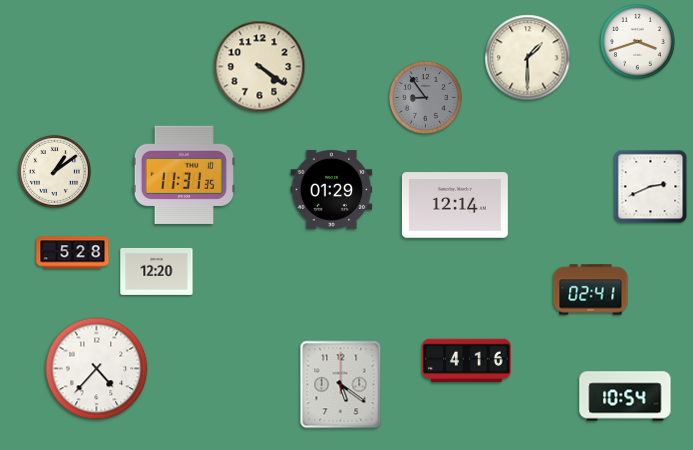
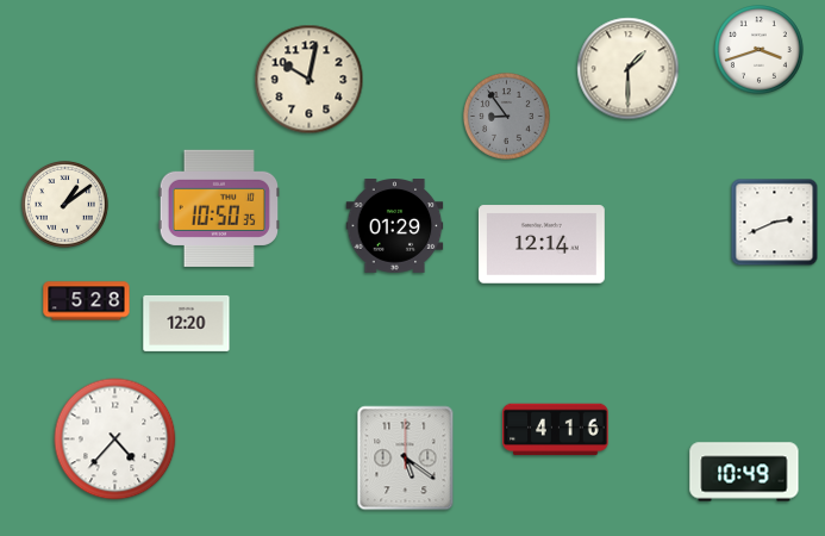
clock at (260, 67): 4:21 -> 10:02
clock at (183, 175): 11:31 -> 10:50
clock at (591, 290): 02:41 -> none
clock at (625, 396): 10:54 -> 10:49
